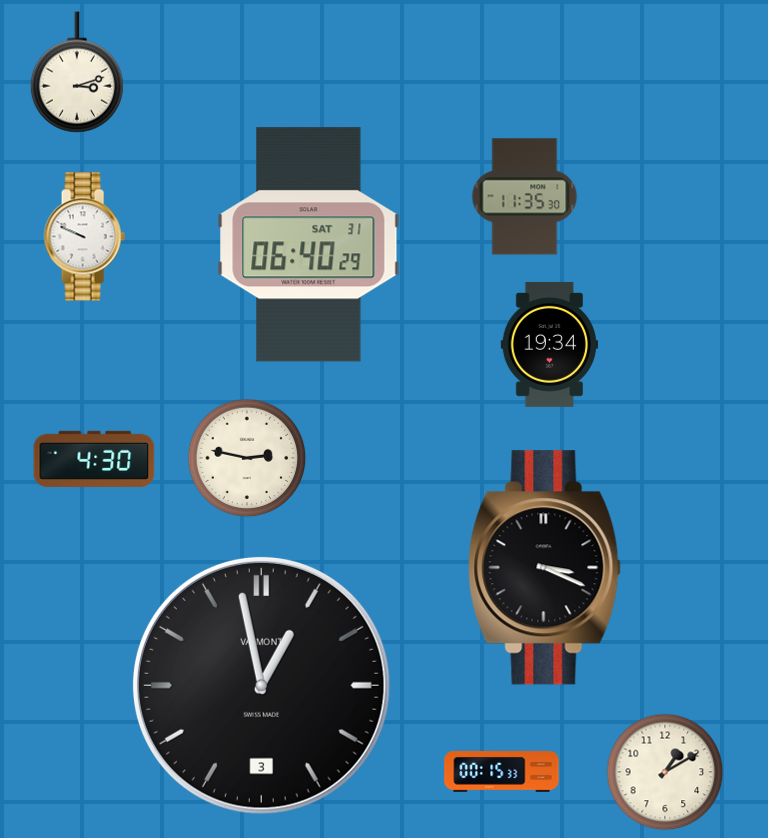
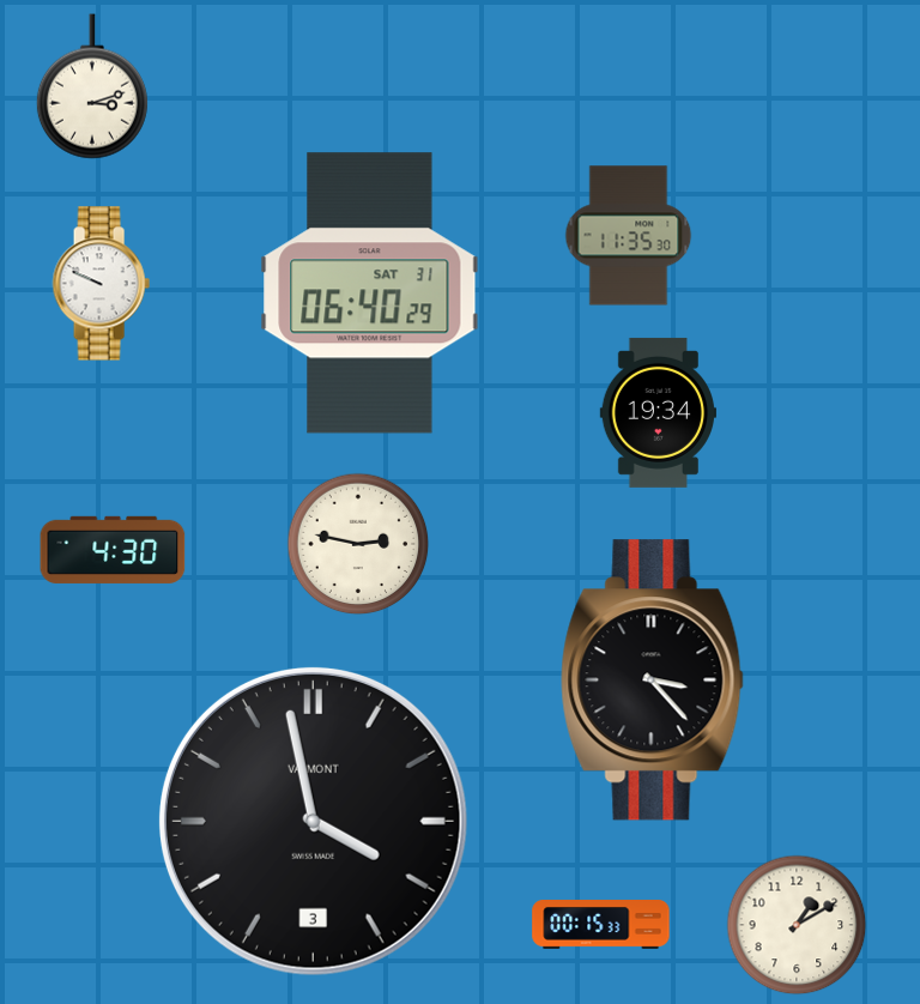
clock at (247, 458) position: (247, 458) -> (358, 544)
clock at (545, 568): 3:19 -> 3:23
clock at (261, 685): 12:58 -> 3:58
